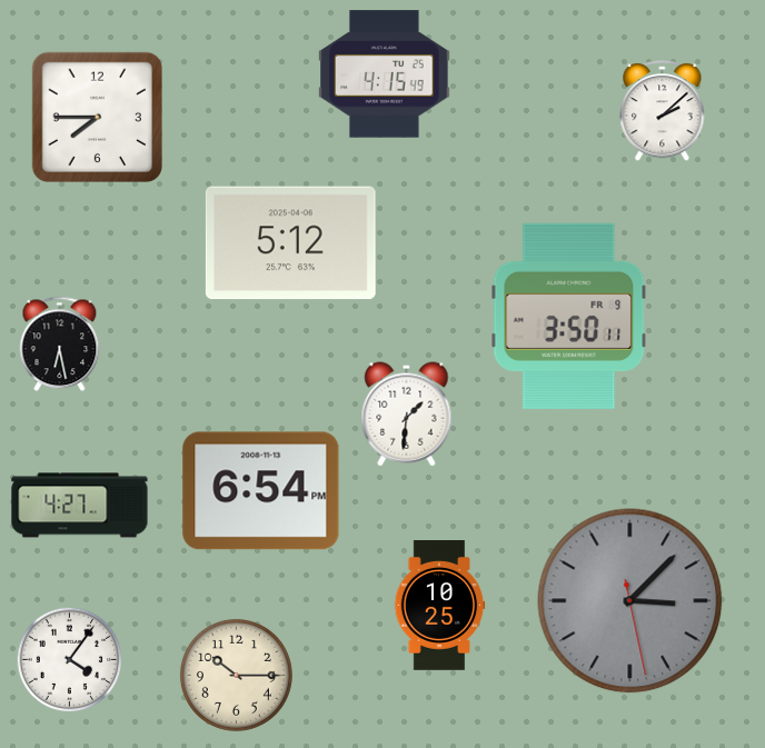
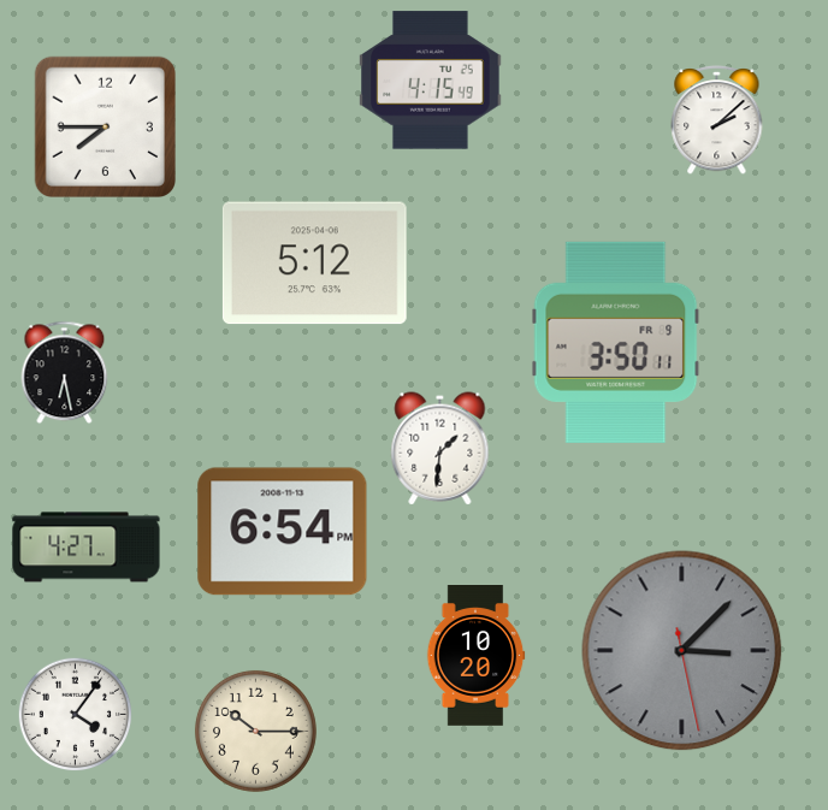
clock at (385, 74) position: (385, 74) -> (431, 81)
clock at (439, 606): 10:25 -> 10:20
